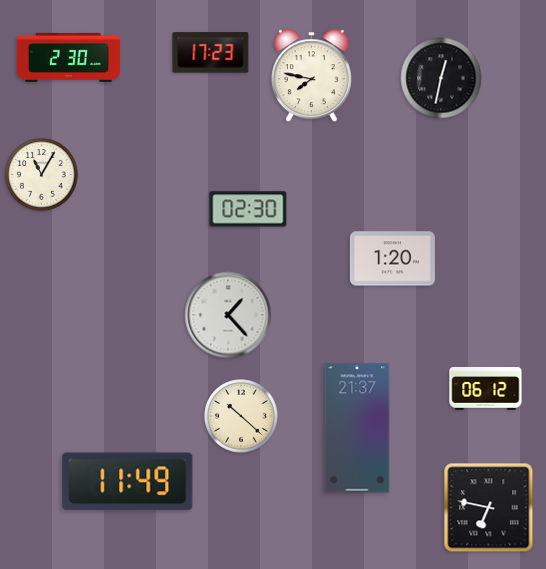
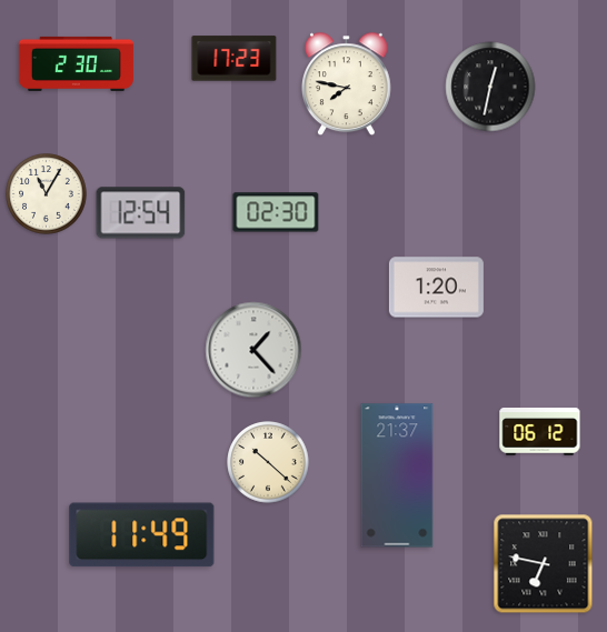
clock at (141, 213): none -> 12:54
clock at (248, 209) position: (248, 209) -> (276, 212)
